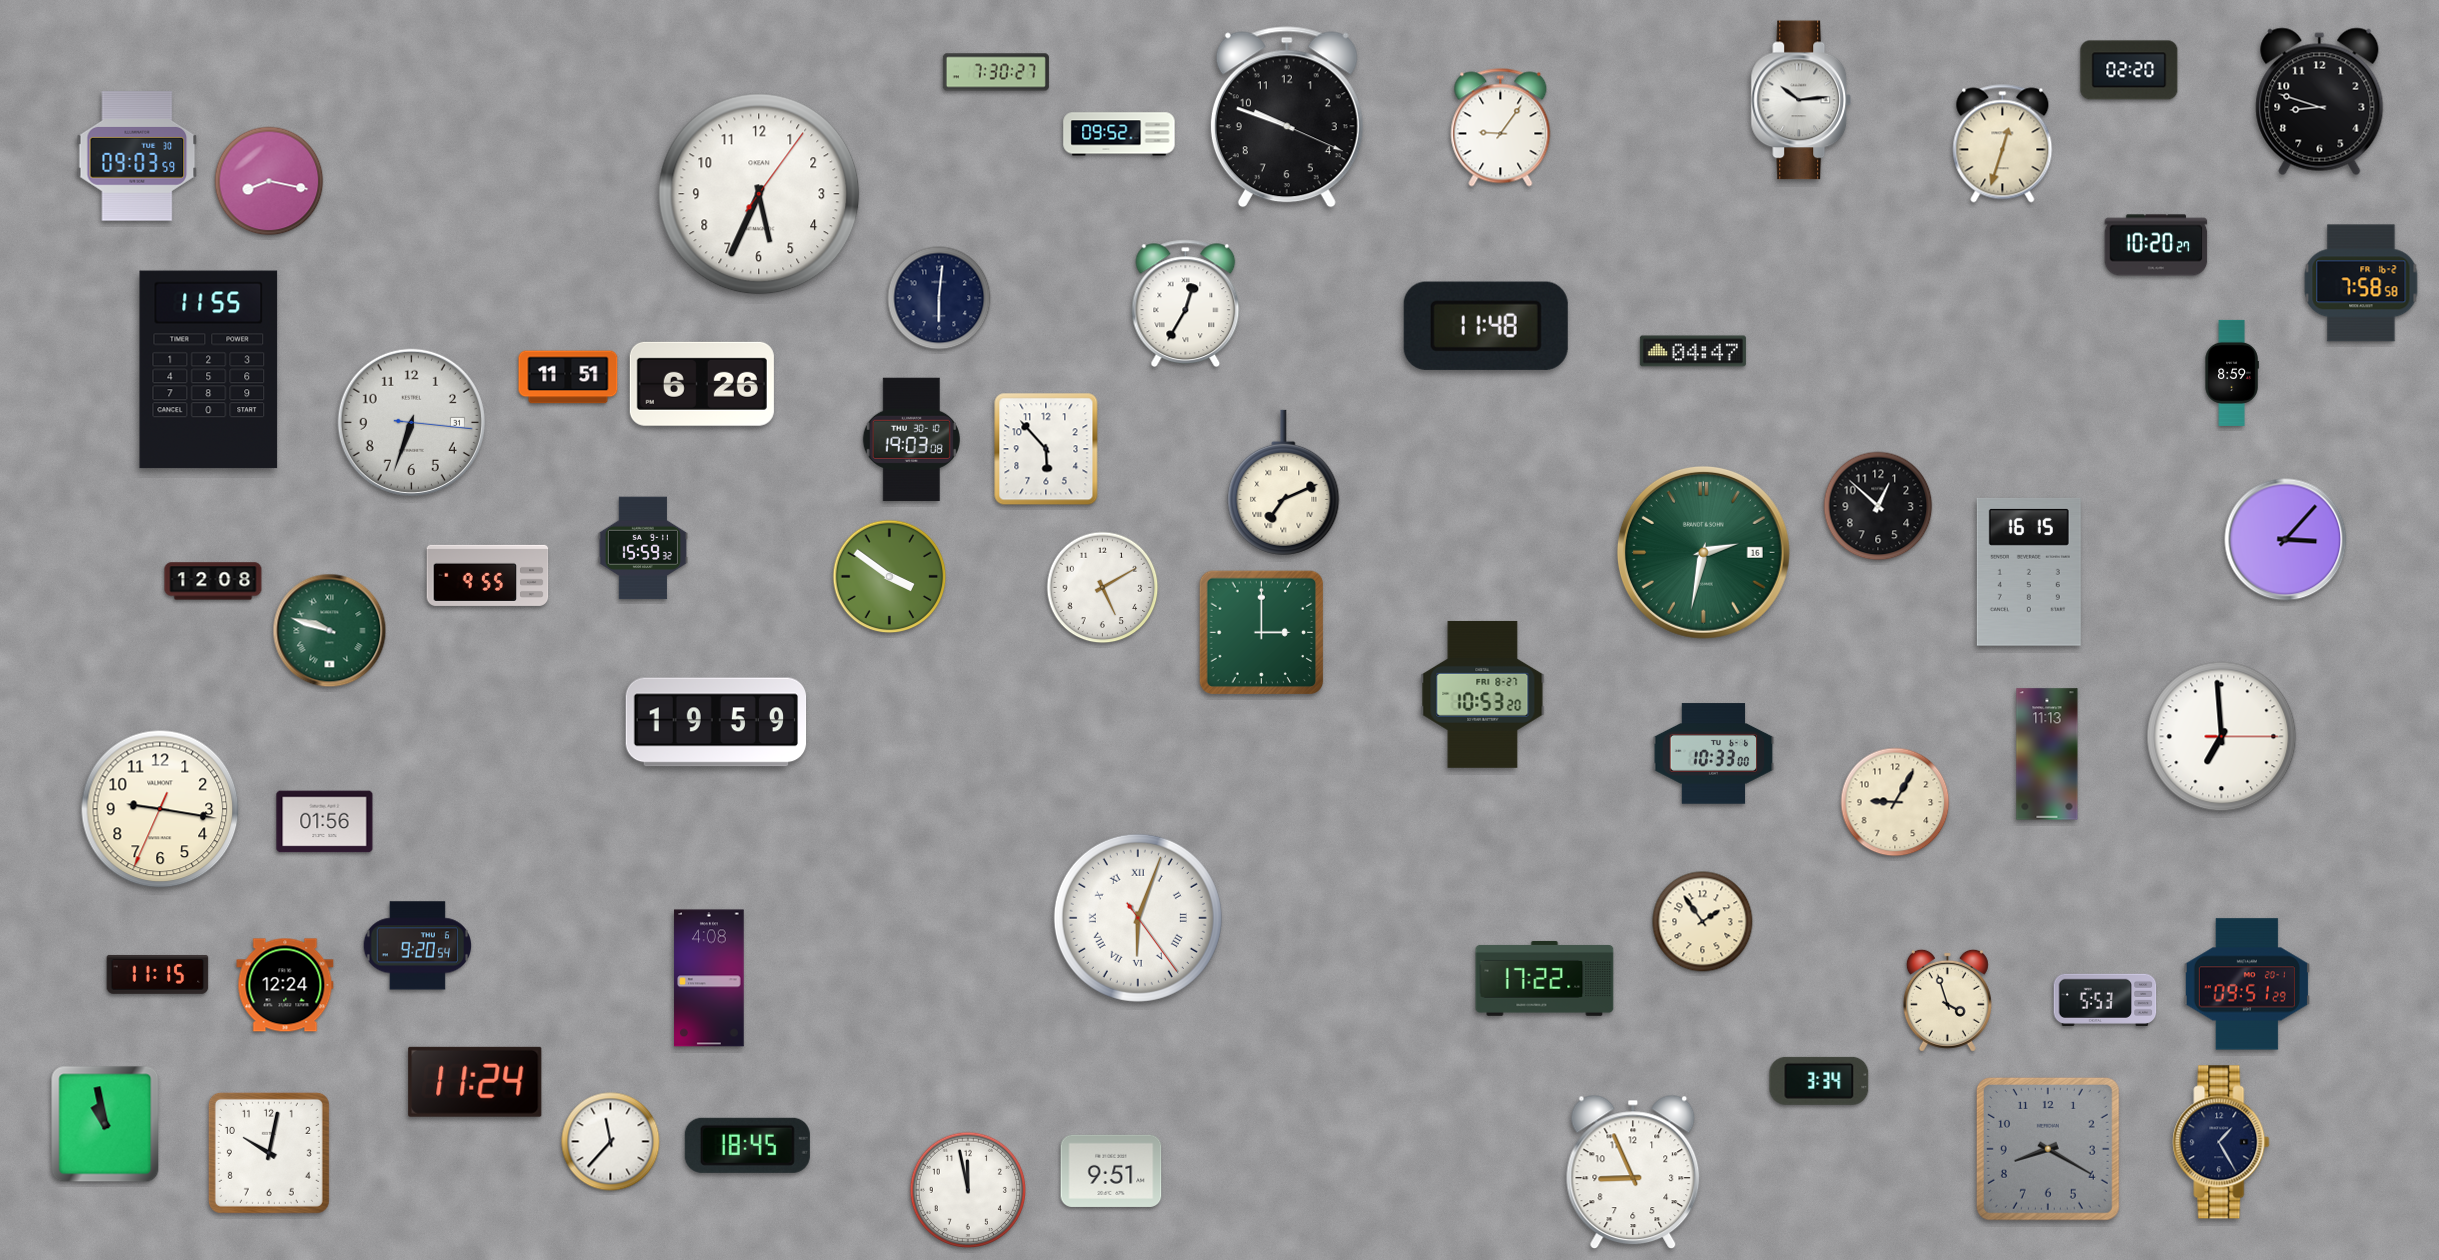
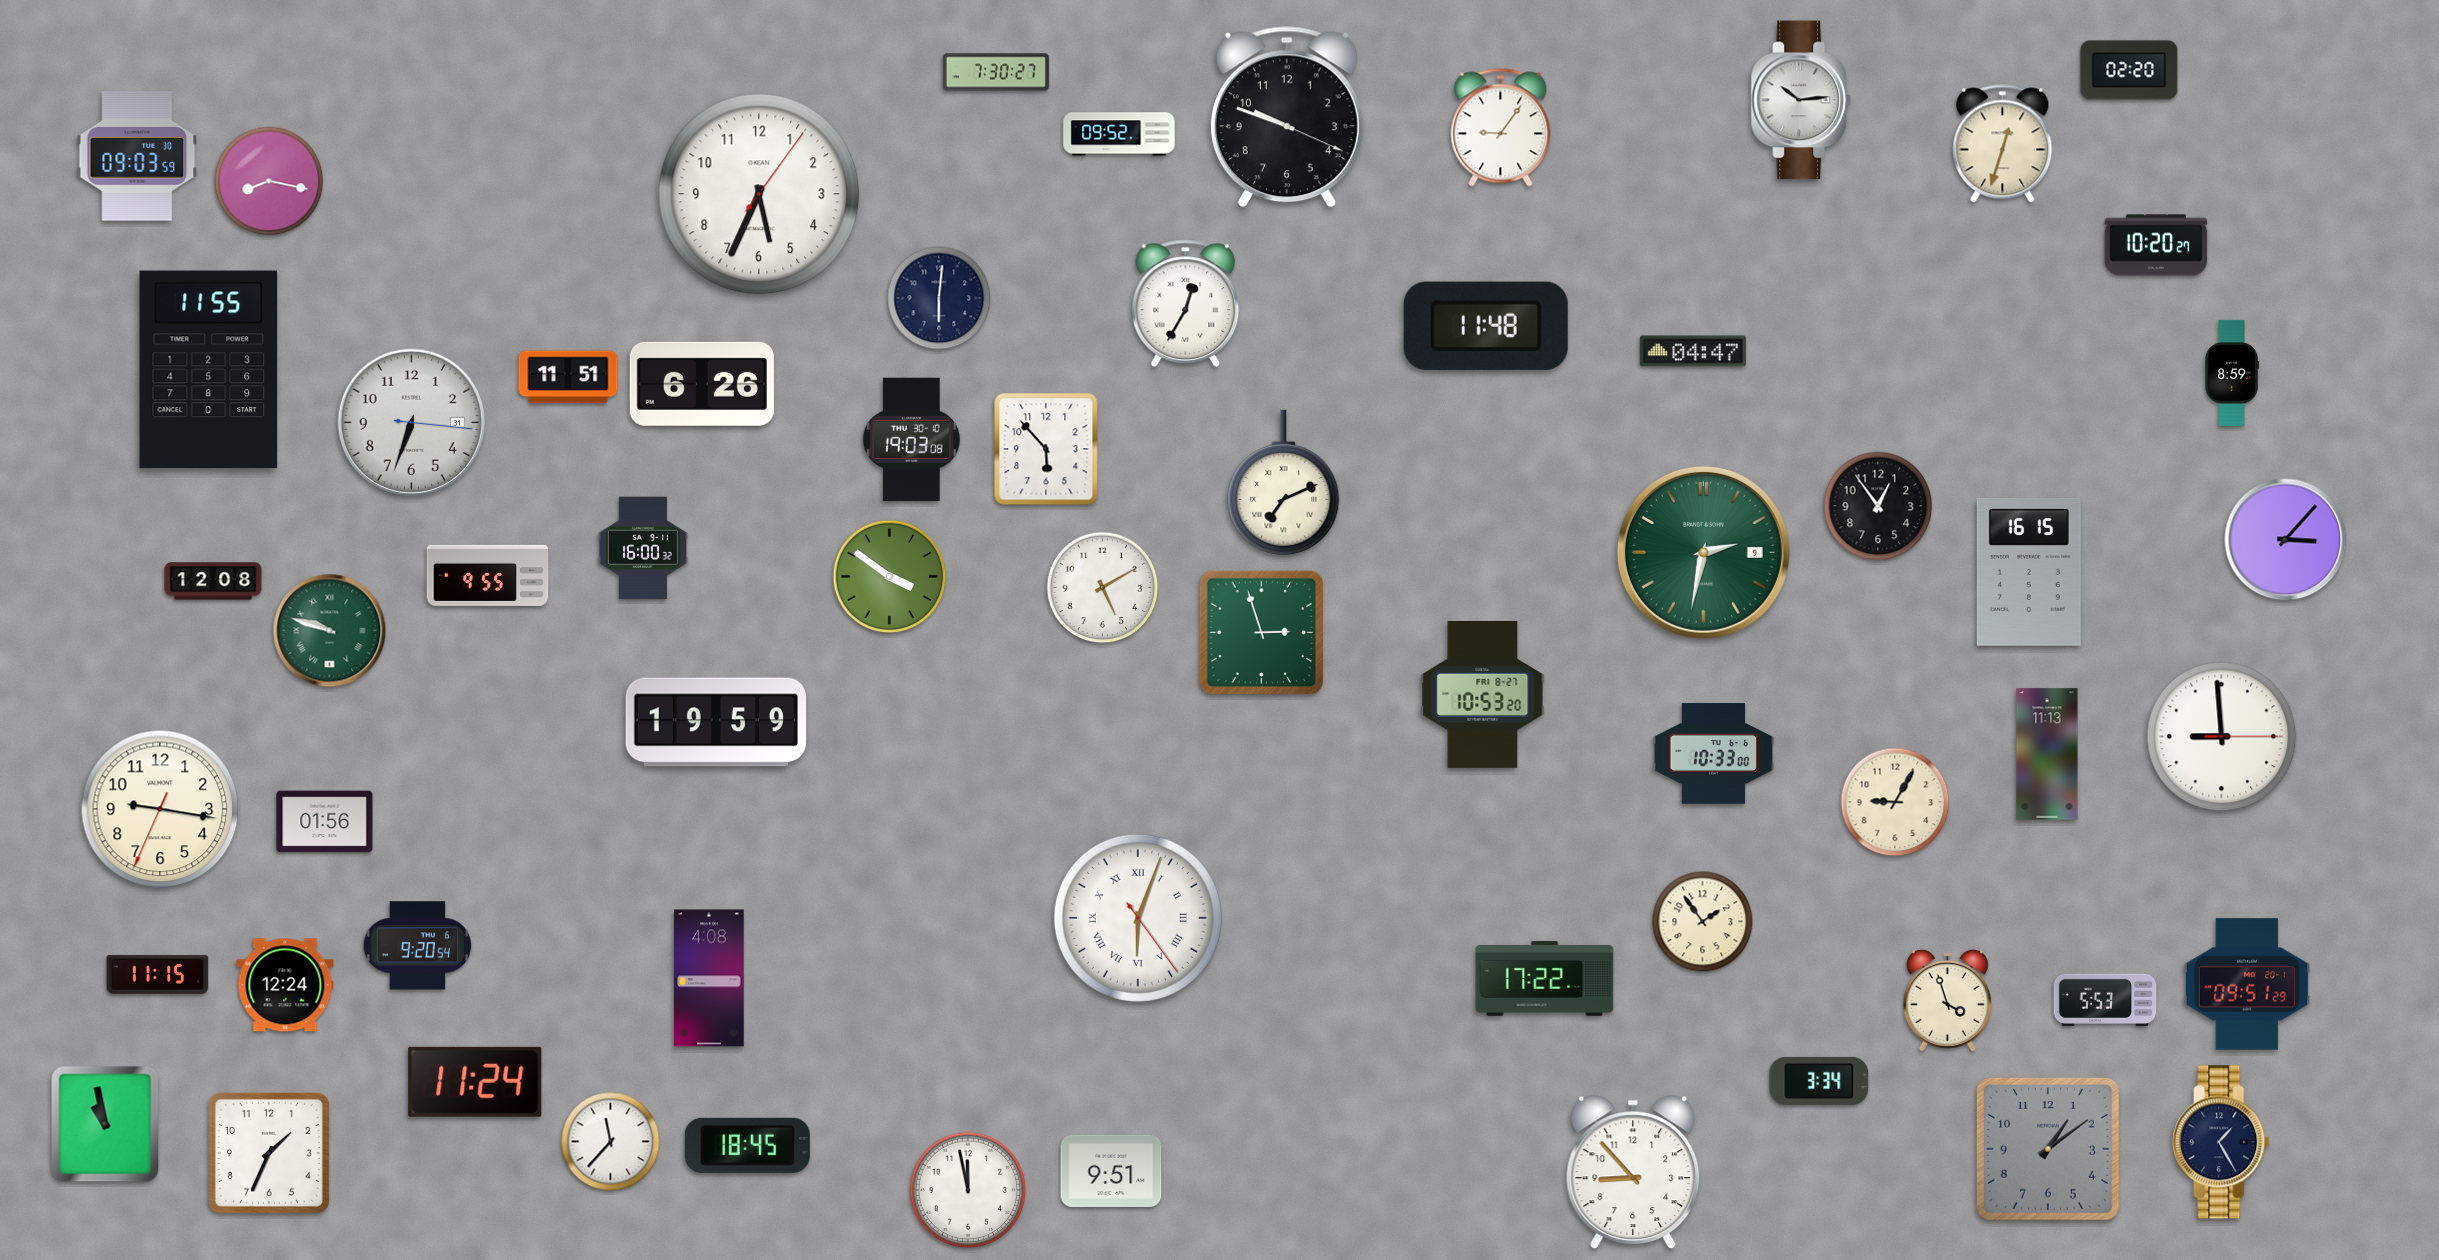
clock at (2320, 102): 8:48 -> none
clock at (2361, 283): 7:58 -> none
clock at (1878, 506): 12:52 -> 12:54
clock at (643, 548): 15:59 -> 16:00
clock at (1703, 552) date: 16 -> 9
clock at (1262, 633): 3:00 -> 2:57
clock at (2222, 737): 6:59 -> 8:59
clock at (2048, 1149): 8:20 -> 1:09
clock at (269, 1153): 10:02 -> 1:34
clock at (1633, 1172): 8:56 -> 8:53
